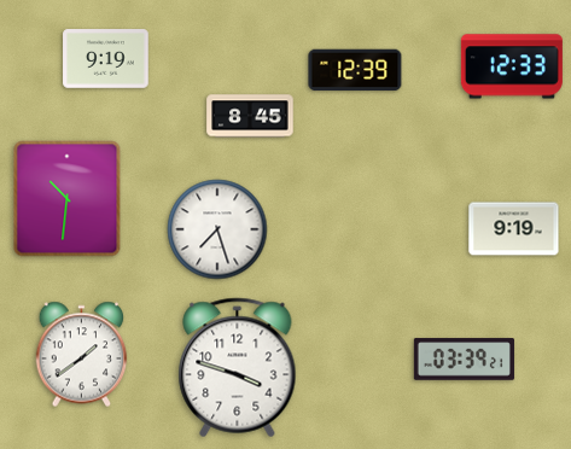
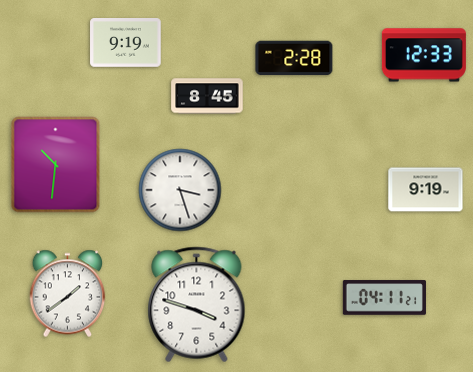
clock at (106, 59) position: (106, 59) -> (126, 43)
clock at (355, 70): 12:39 -> 2:28
clock at (217, 229): 7:27 -> 3:27
clock at (464, 360): 03:39 -> 04:11
